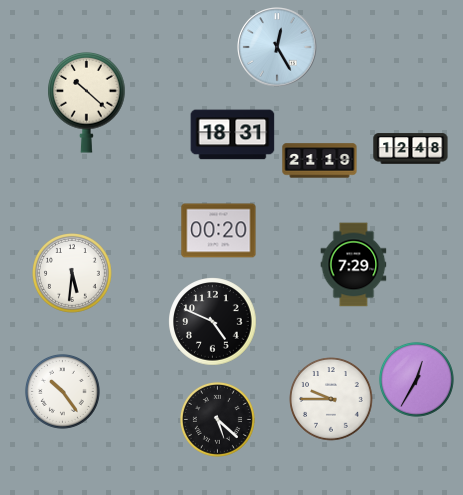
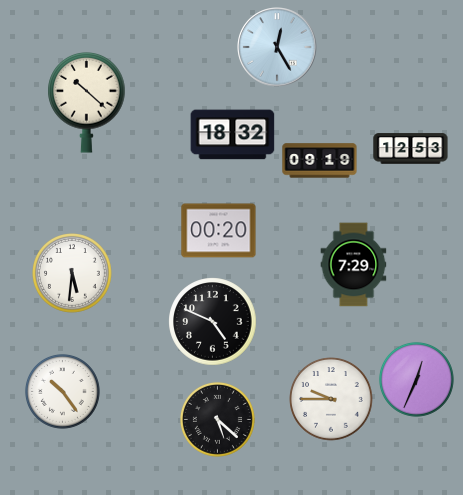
clock at (233, 135): 18:31 -> 18:32
clock at (411, 149): 12:48 -> 12:53
clock at (320, 161): 21:19 -> 09:19
clock at (416, 379): 12:35 -> 12:34
